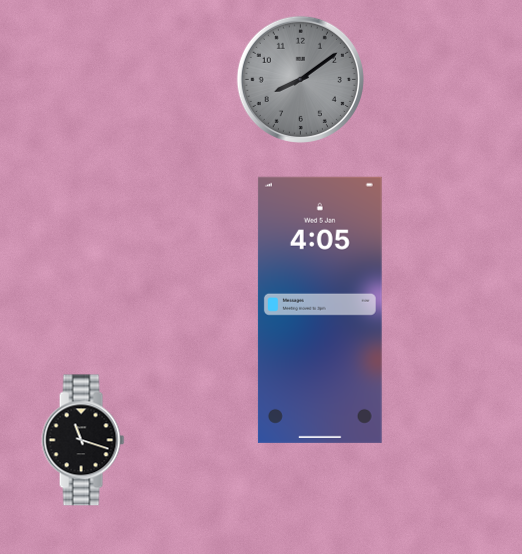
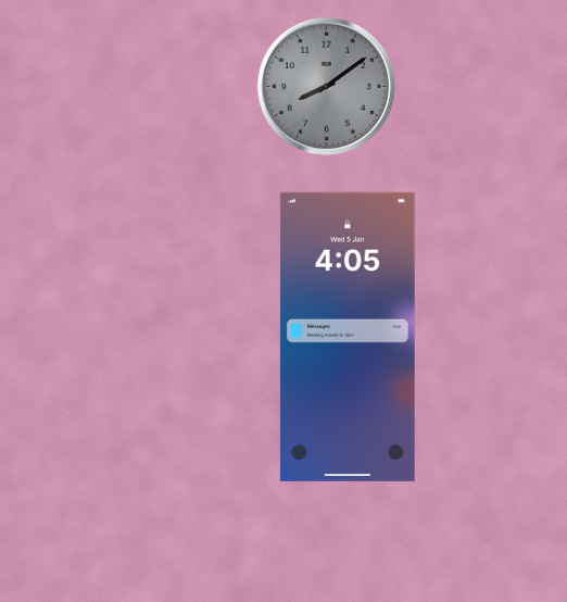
clock at (83, 440): 11:18 -> none
